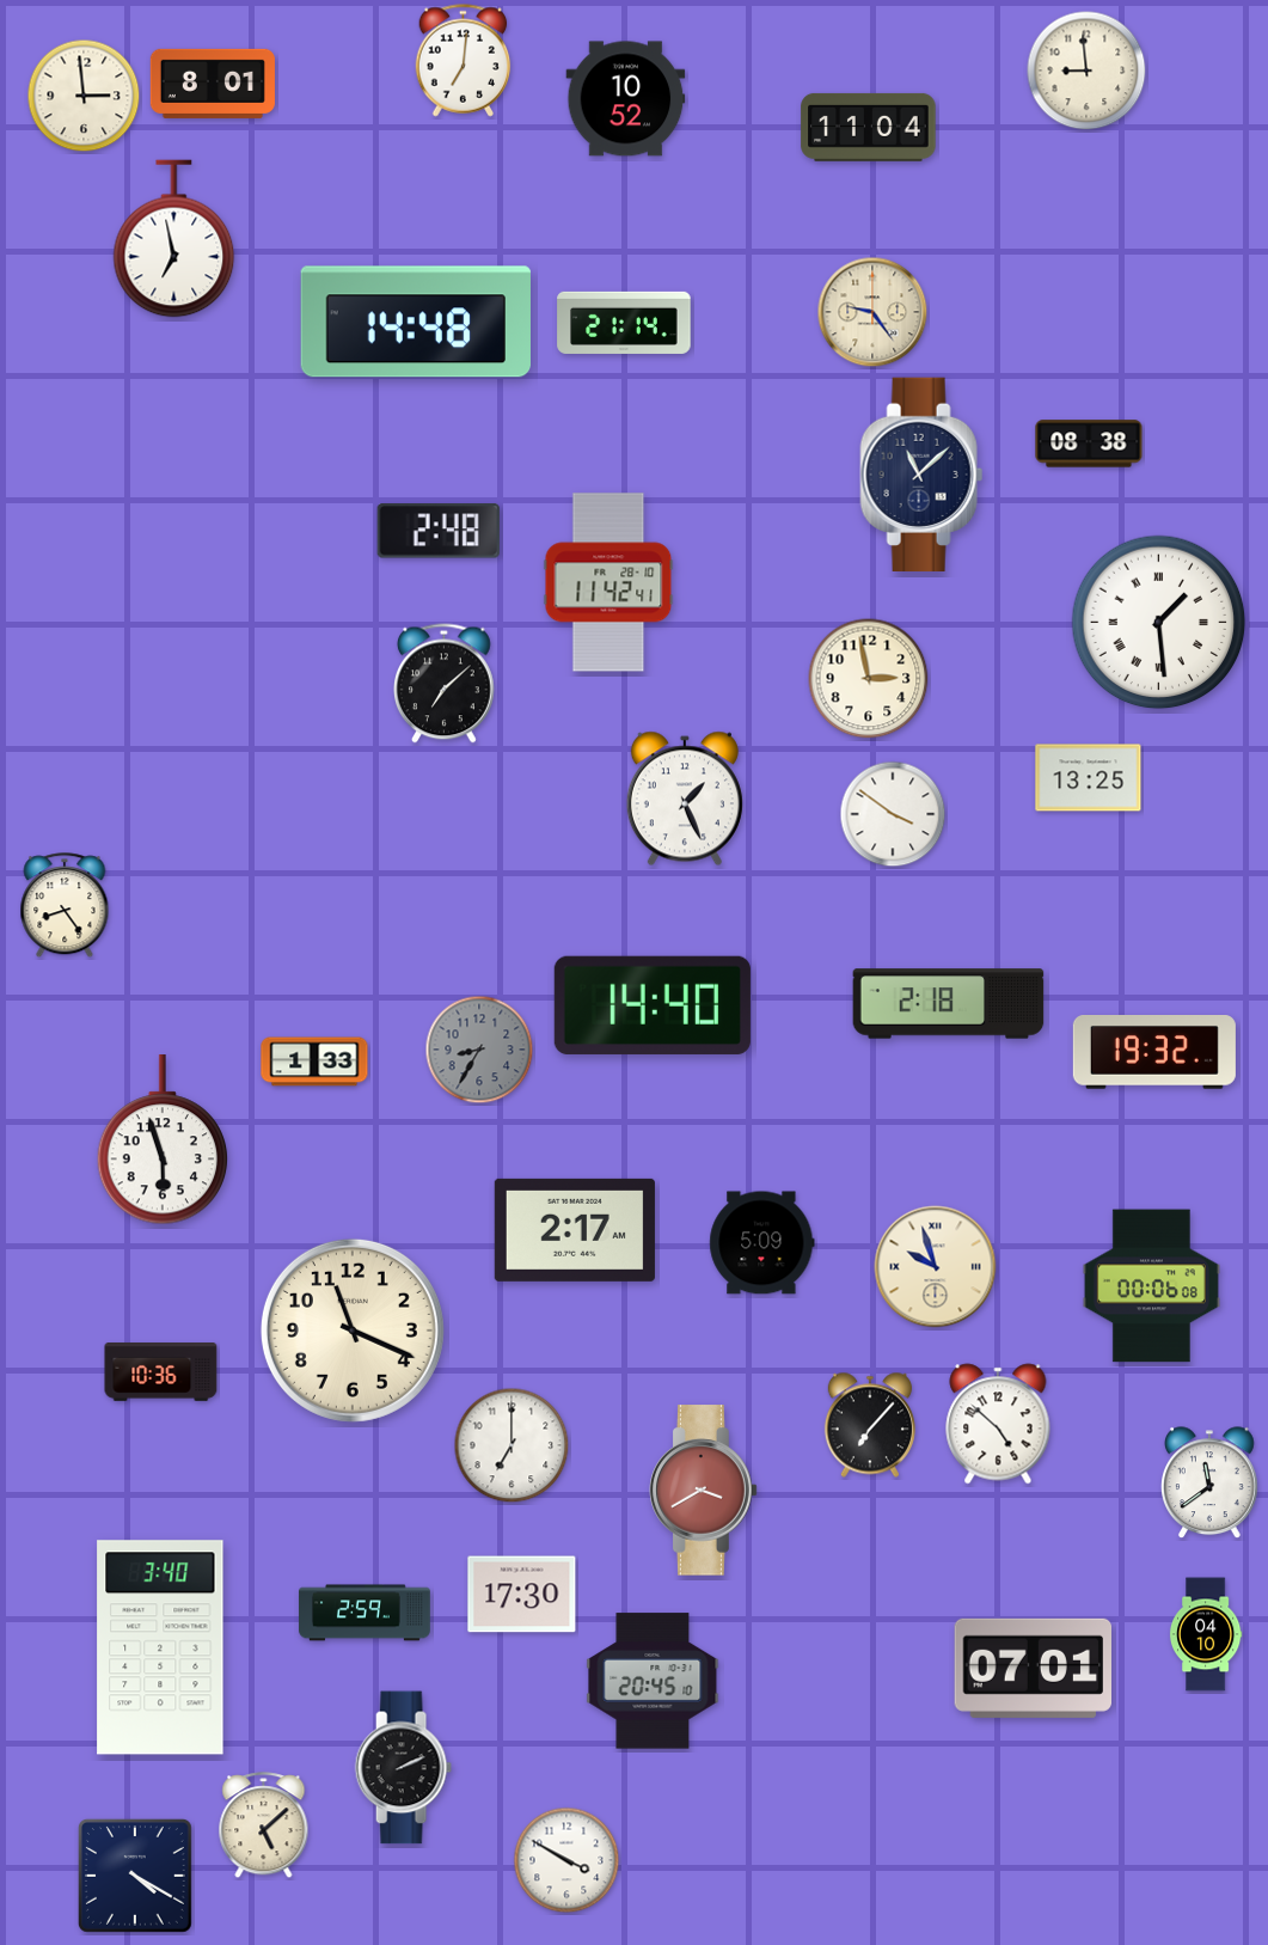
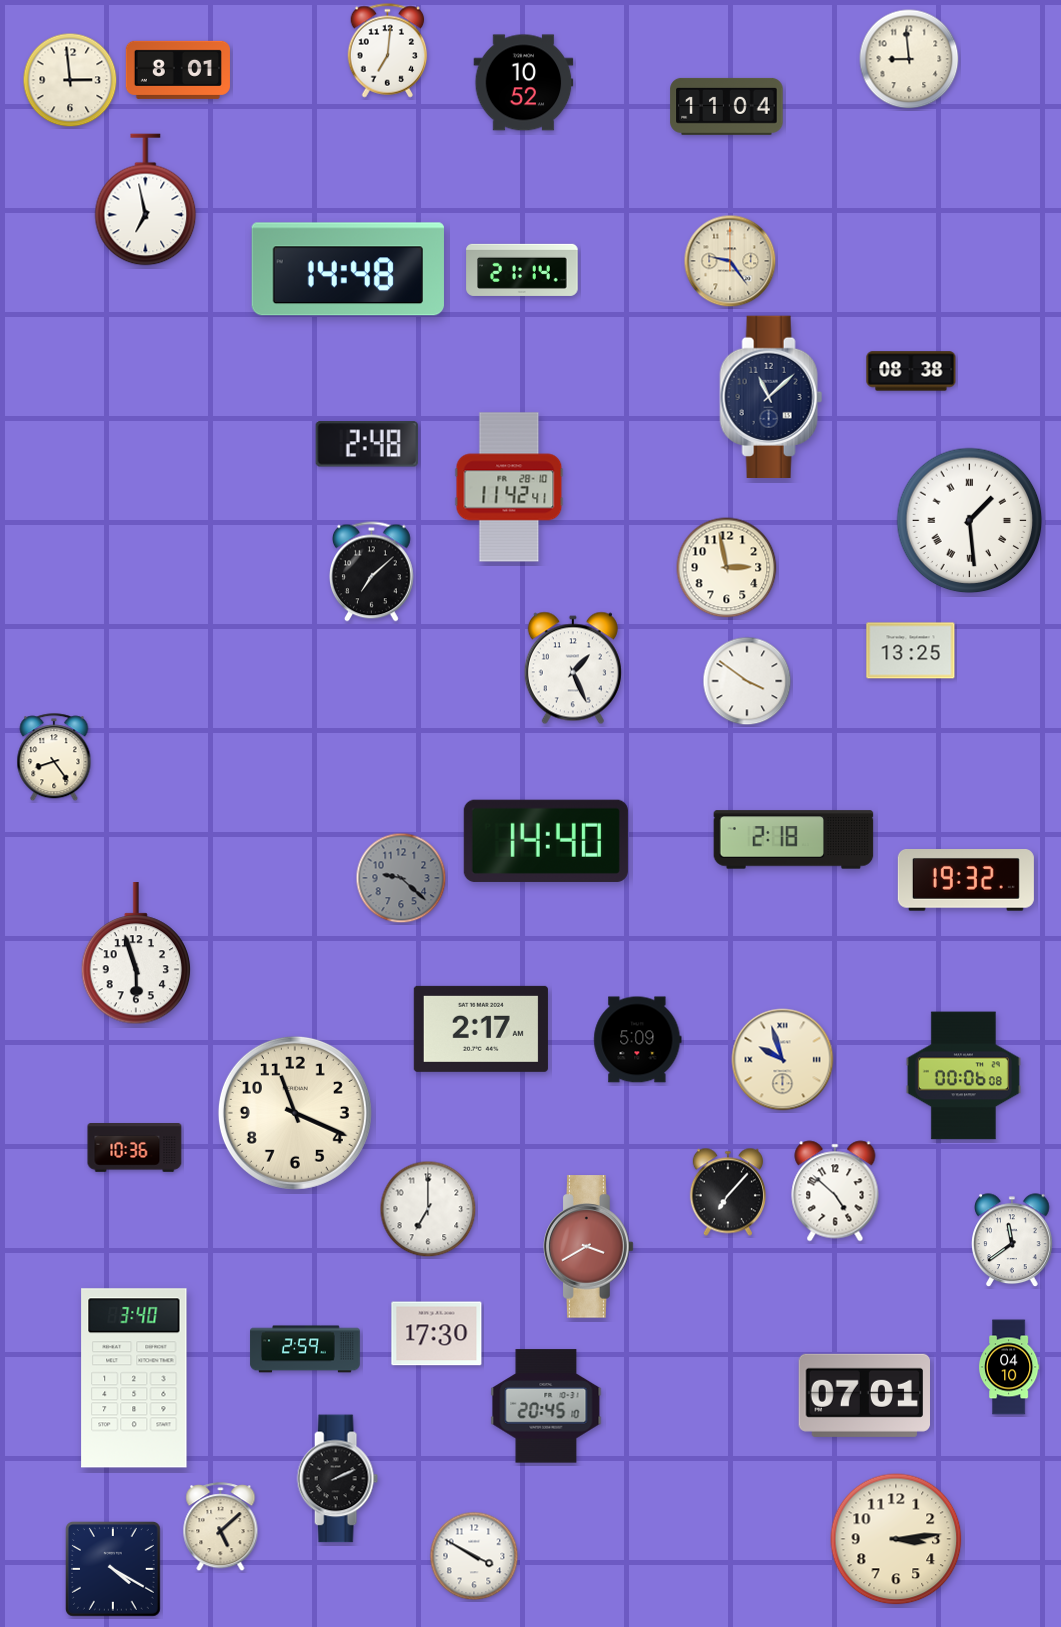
clock at (479, 1050): 8:35 -> 9:22
clock at (314, 1062): 1:33 -> none
clock at (896, 1539): none -> 3:14
